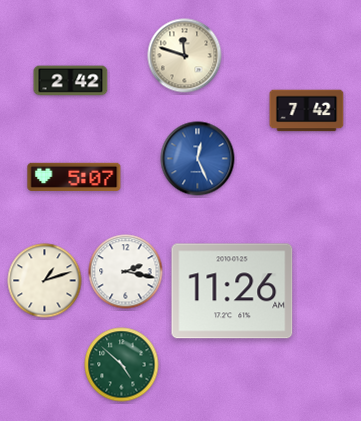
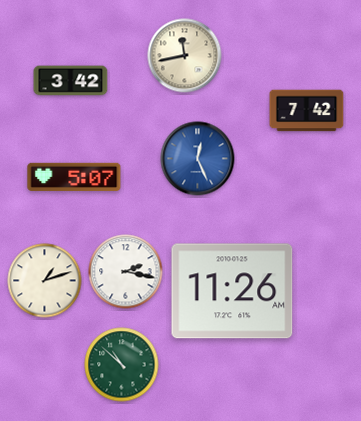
clock at (185, 56): 11:48 -> 11:43
clock at (71, 81): 2:42 -> 3:42
clock at (122, 365): 4:52 -> 10:52
